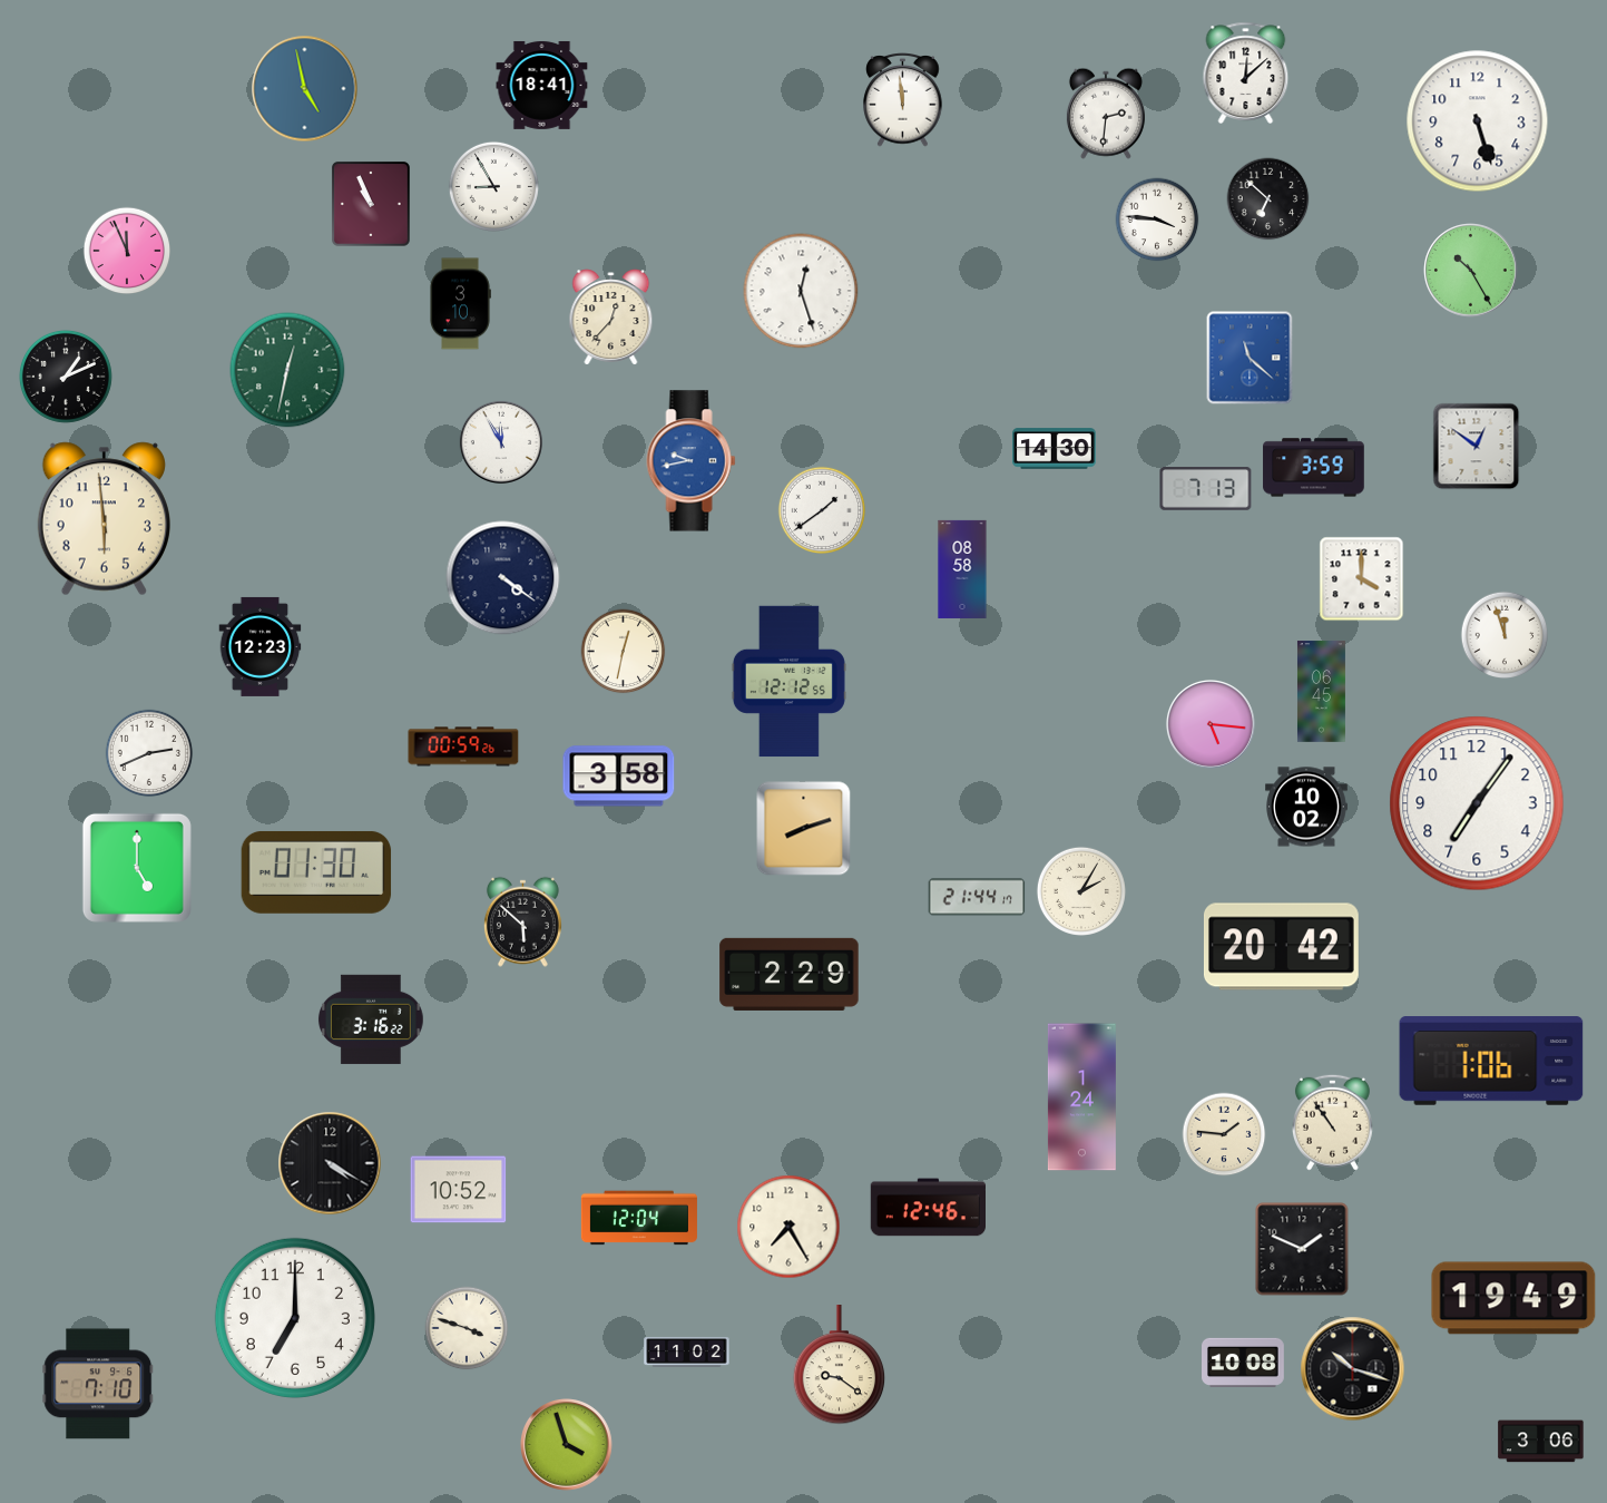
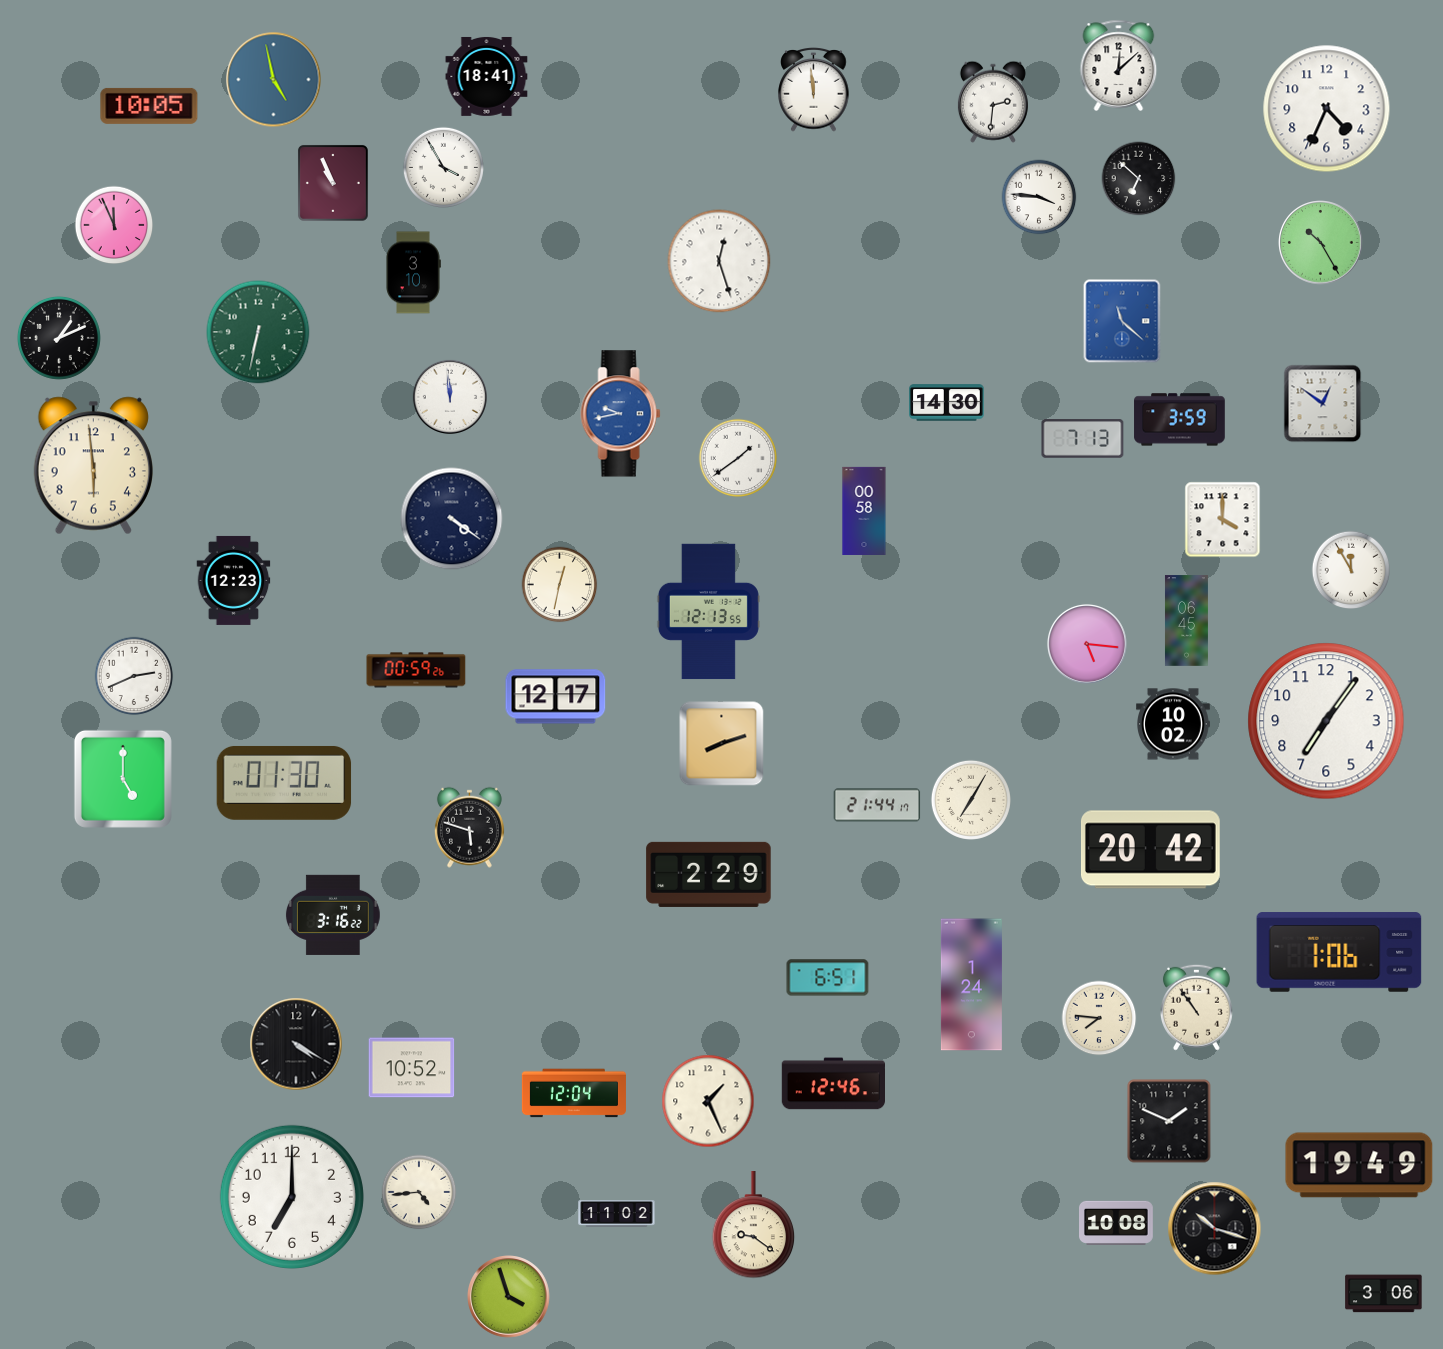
clock at (903, 100) position: (903, 100) -> (814, 90)
clock at (149, 106): none -> 10:05
clock at (1478, 121): 5:27 -> 4:34
clock at (493, 186): 8:55 -> 3:55
clock at (611, 318): 12:37 -> none
clock at (287, 370): 12:32 -> 6:32
clock at (501, 442): 11:55 -> 11:59
clock at (1477, 447) position: (1477, 447) -> (1323, 404)
clock at (962, 569): 08:58 -> 00:58
clock at (1505, 635): 11:57 -> 11:55
clock at (788, 682): 12:12 -> 12:13
clock at (1211, 724) position: (1211, 724) -> (1087, 644)
clock at (619, 777): 3:58 -> 12:17
clock at (1081, 891): 2:05 -> 7:05
clock at (522, 921): 5:52 -> 5:48
clock at (828, 978): none -> 6:51
clock at (1224, 1134): 1:46 -> 7:46
clock at (788, 1227): 7:25 -> 1:26
clock at (295, 1318) position: (295, 1318) -> (292, 1197)
clock at (467, 1328): 3:48 -> 4:44
clock at (98, 1384): 7:10 -> none
